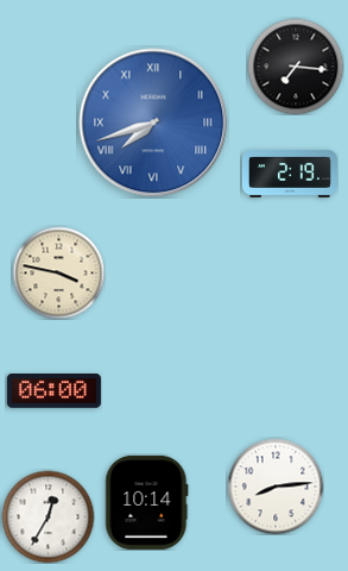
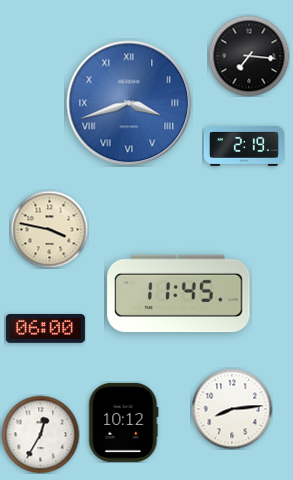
clock at (153, 123): 7:42 -> 3:42
clock at (179, 294): none -> 11:45
clock at (147, 502): 10:14 -> 10:12
